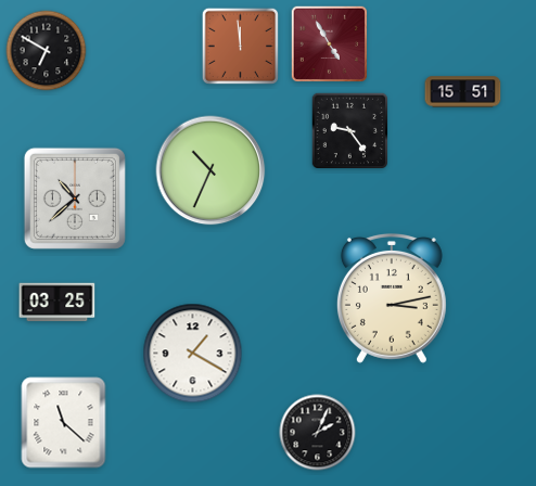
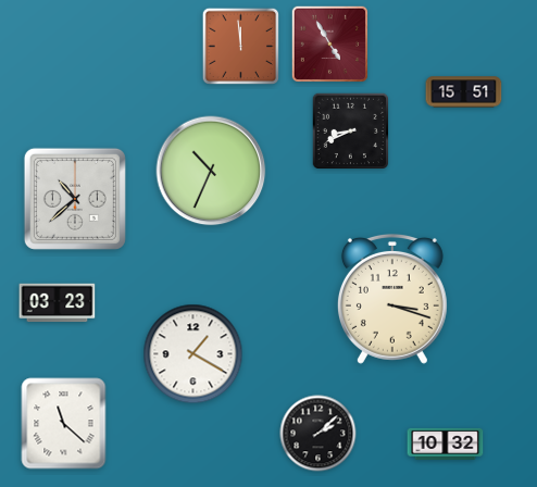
clock at (47, 51): 6:50 -> none
clock at (349, 130): 9:24 -> 8:41
clock at (392, 298): 3:13 -> 3:18
clock at (58, 303): 03:25 -> 03:23
clock at (318, 433): 2:04 -> 2:08
clock at (446, 444): none -> 10:32
